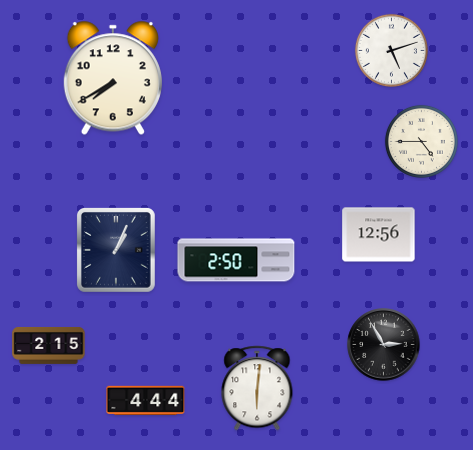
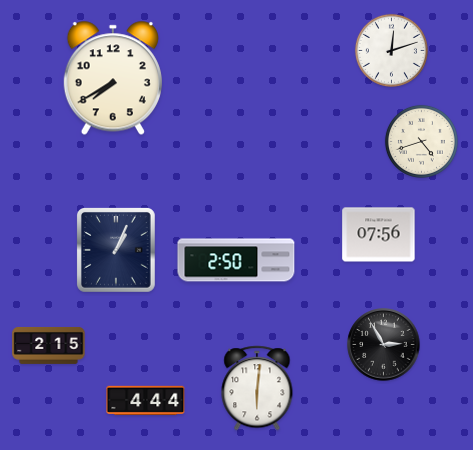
clock at (391, 50): 5:12 -> 12:12
clock at (421, 141): 4:45 -> 4:42
clock at (379, 235): 12:56 -> 07:56
